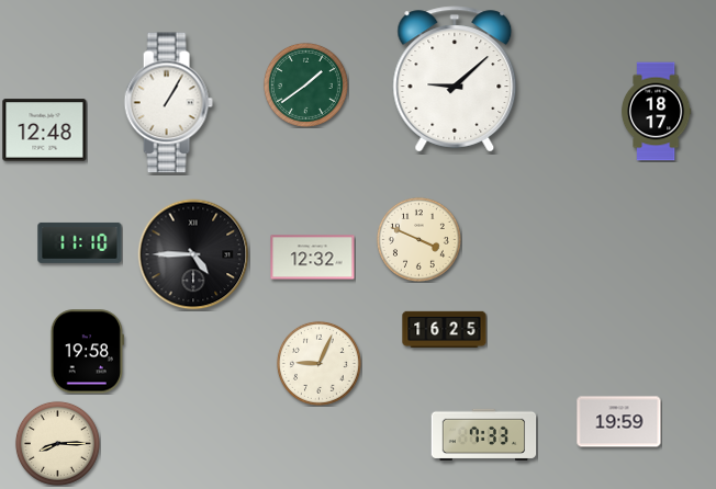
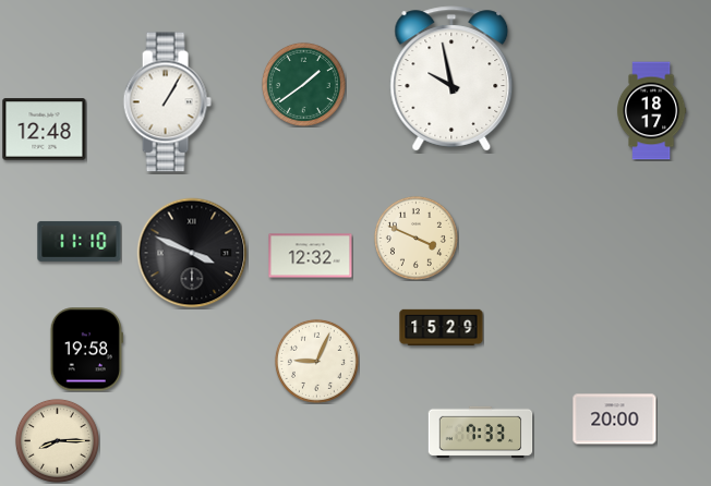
clock at (455, 79): 9:08 -> 9:58
clock at (193, 254): 4:45 -> 3:49
clock at (445, 330): 16:25 -> 15:29
clock at (619, 422): 19:59 -> 20:00
